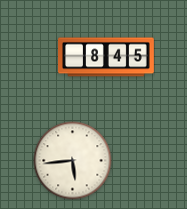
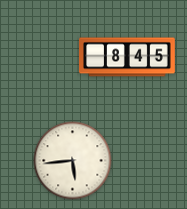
clock at (107, 57) position: (107, 57) -> (128, 57)
